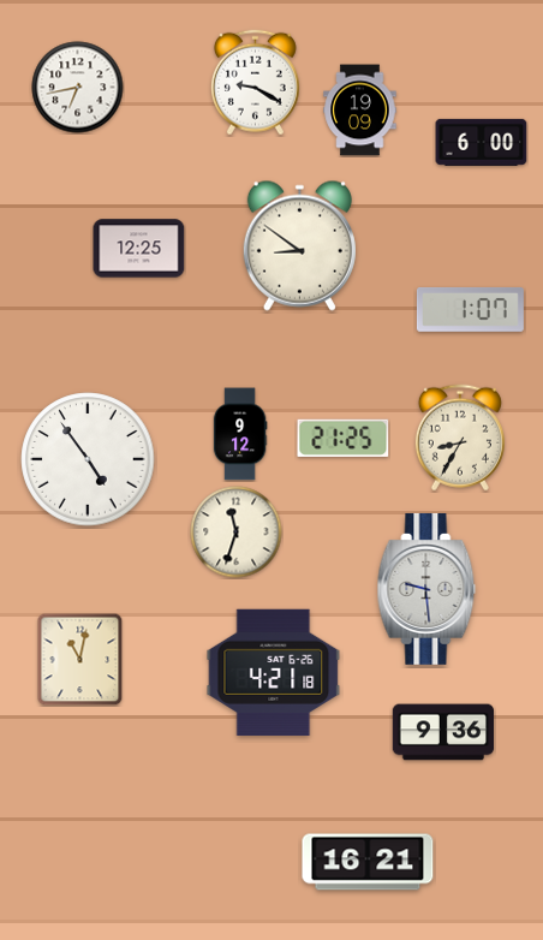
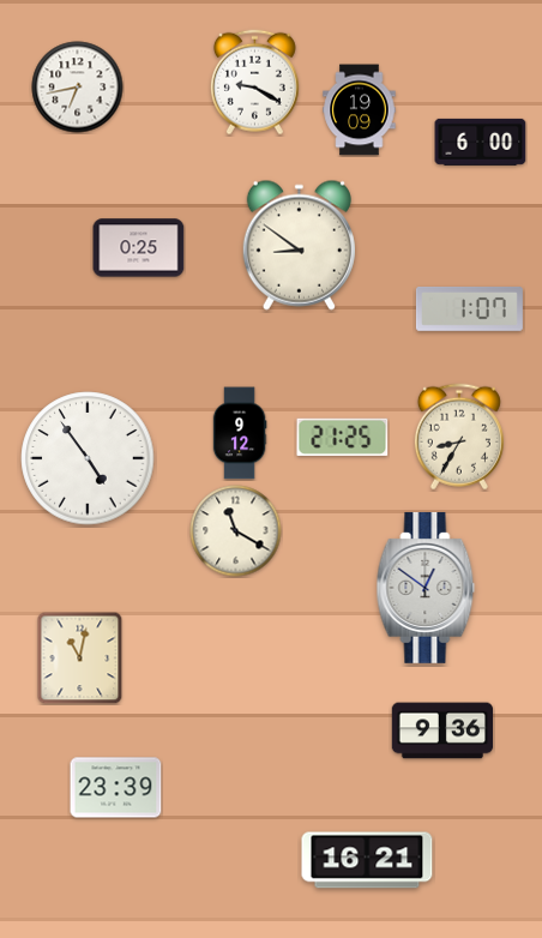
clock at (139, 249): 12:25 -> 0:25
clock at (237, 533): 11:33 -> 11:20
clock at (426, 589): 9:29 -> 12:51
clock at (274, 672): 4:21 -> none
clock at (116, 788): none -> 23:39
